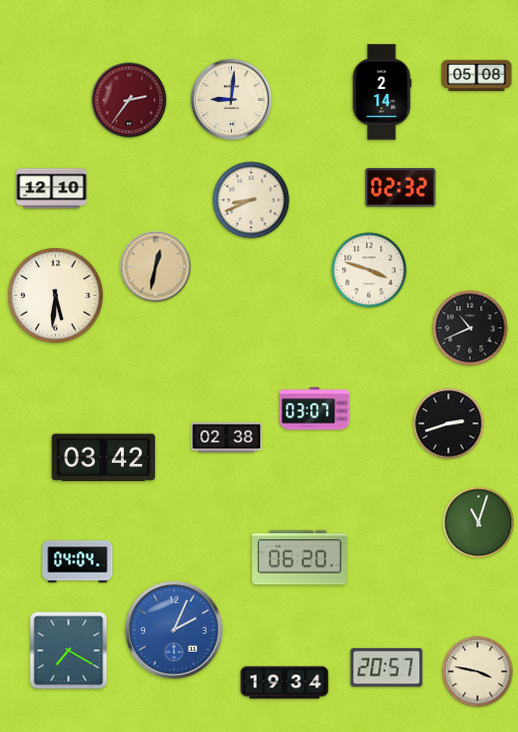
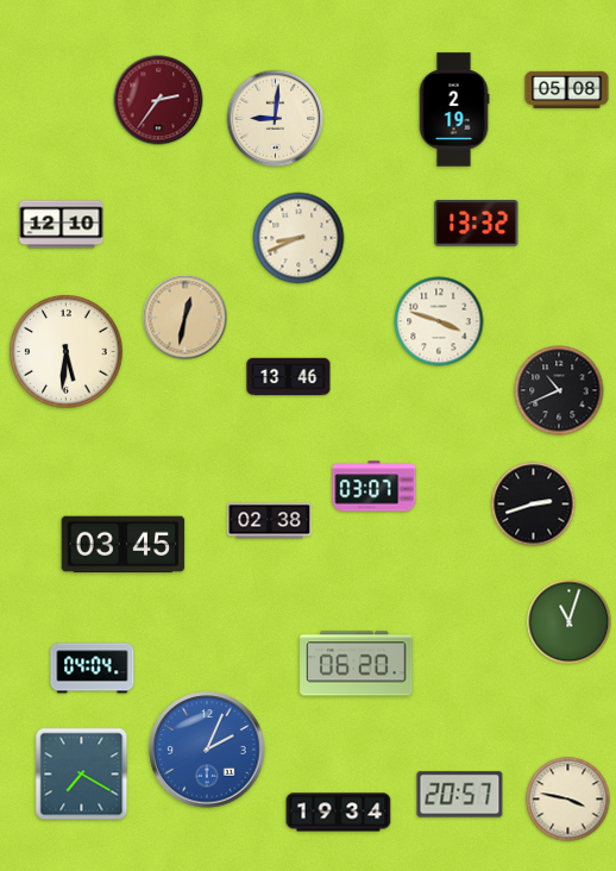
clock at (382, 92): 2:14 -> 2:19
clock at (129, 100) position: (129, 100) -> (158, 100)
clock at (401, 188): 02:32 -> 13:32
clock at (289, 377): none -> 13:46
clock at (104, 458): 03:42 -> 03:45
